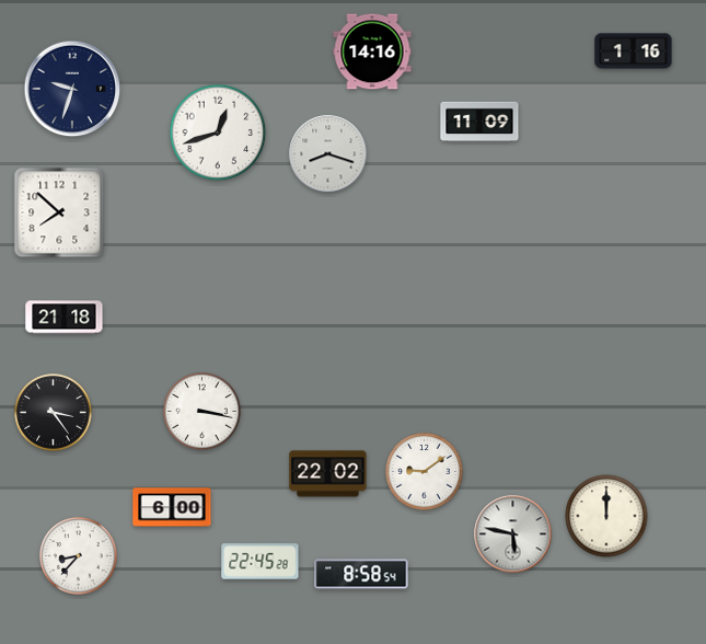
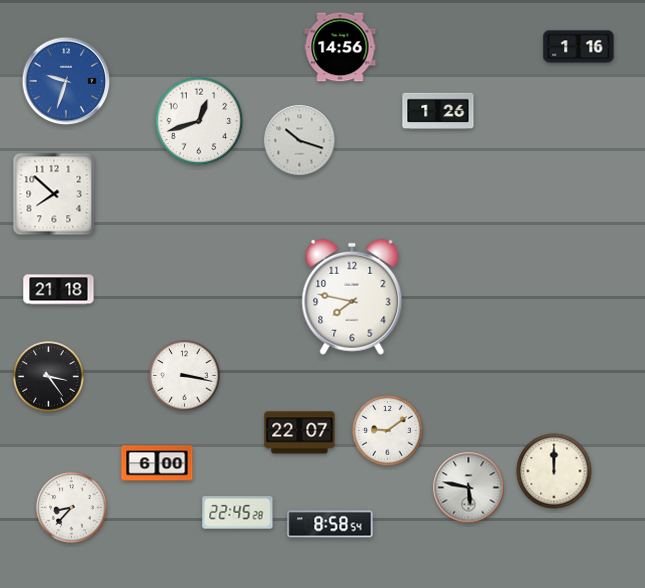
clock at (372, 51): 14:16 -> 14:56
clock at (72, 89) dial: navy -> blue
clock at (479, 122): 11:09 -> 1:26
clock at (328, 154): 8:18 -> 10:18
clock at (352, 297): none -> 7:47
clock at (328, 474): 22:02 -> 22:07
